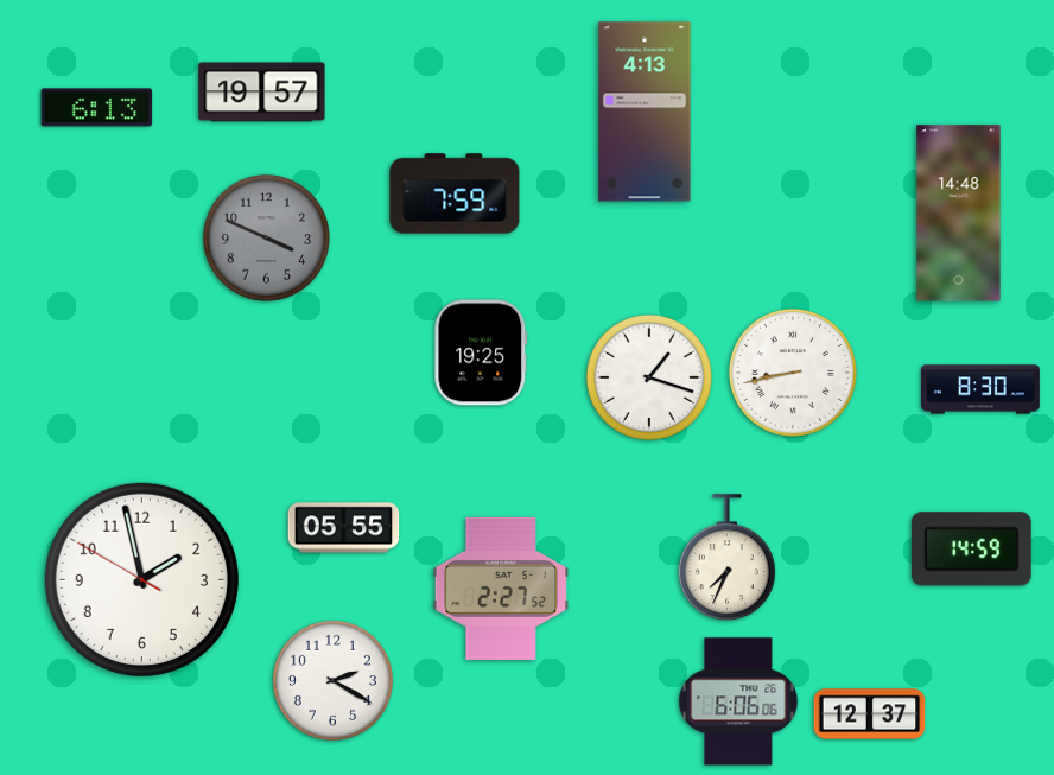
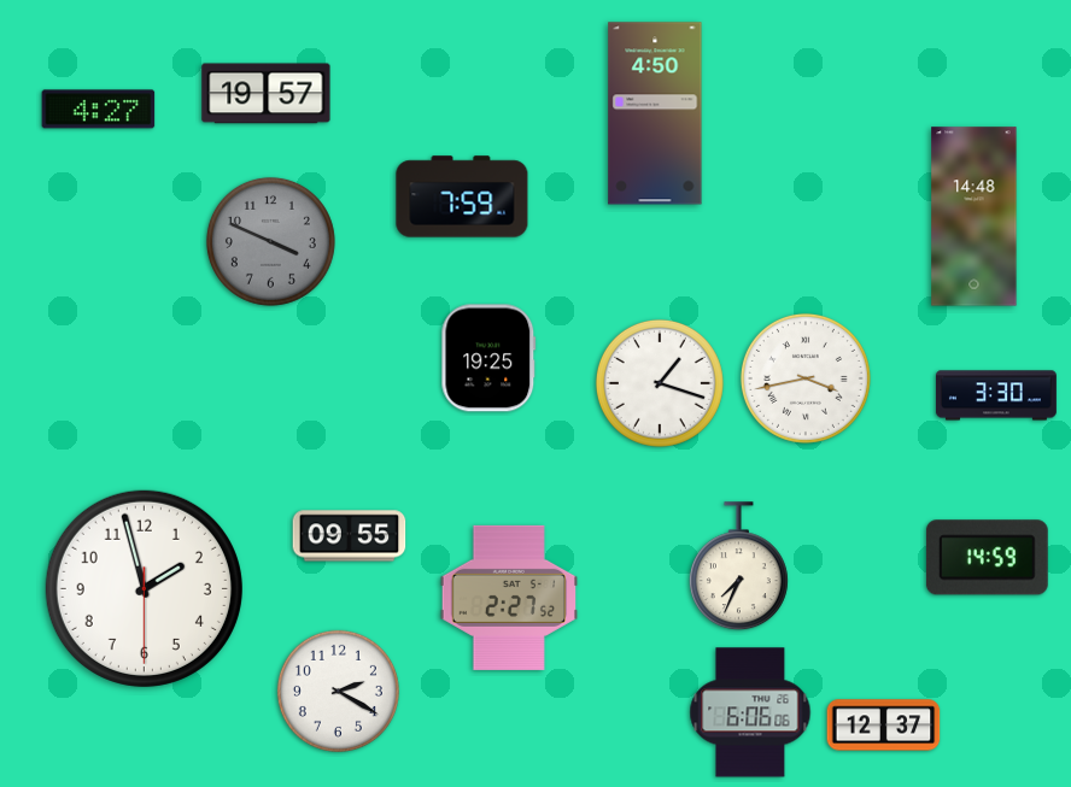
clock at (97, 108): 6:13 -> 4:27
clock at (645, 112): 4:13 -> 4:50
clock at (793, 373): 8:43 -> 3:43
clock at (980, 389): 8:30 -> 3:30
clock at (344, 528): 05:55 -> 09:55
clock at (141, 579): 1:57:50 -> 1:57:30
